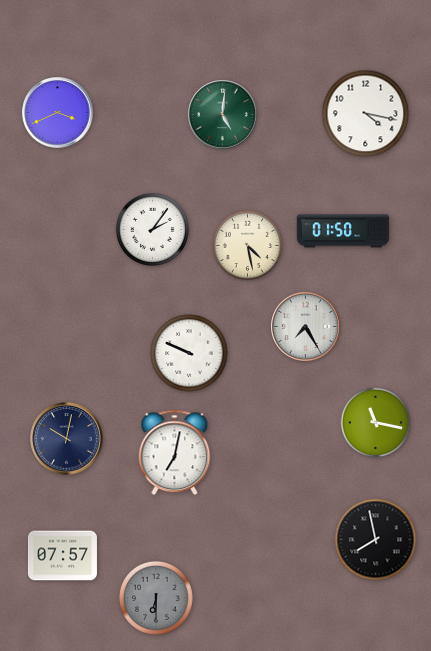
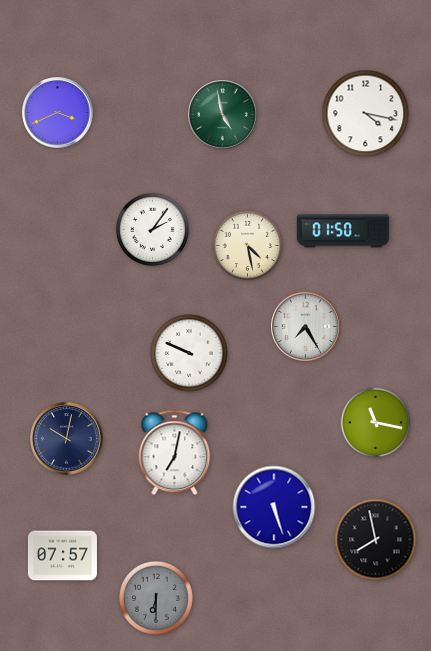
clock at (223, 115): 5:01 -> 4:58
clock at (274, 507): none -> 5:27
